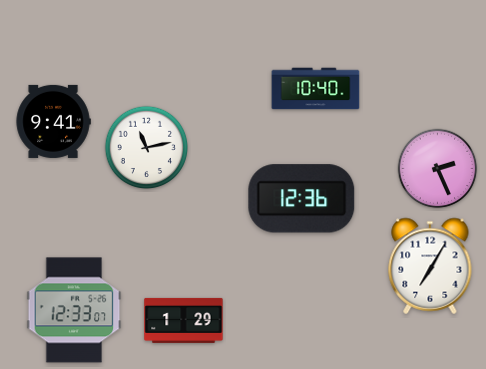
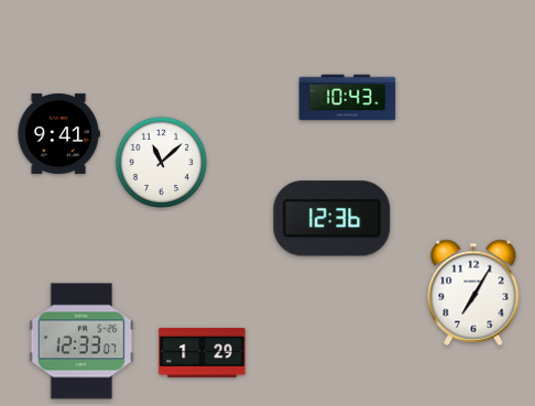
clock at (316, 89): 10:40 -> 10:43
clock at (147, 148): 11:13 -> 11:08
clock at (438, 169): 2:26 -> none
